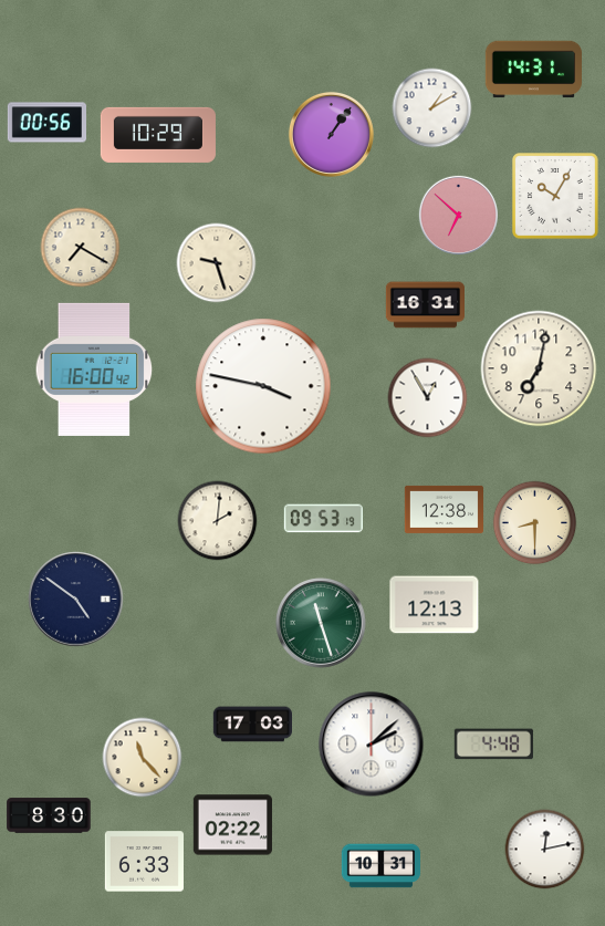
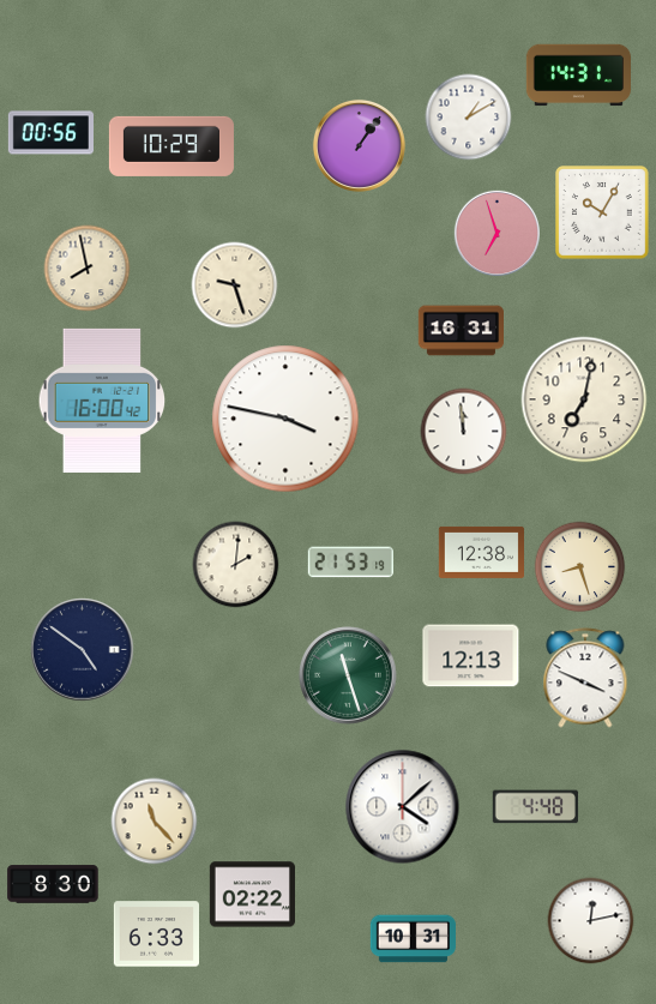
clock at (458, 215): 6:52 -> 6:57
clock at (81, 248): 7:20 -> 7:58
clock at (428, 398): 12:55 -> 11:59
clock at (323, 519): 09:53 -> 21:53
clock at (535, 523): 8:30 -> 8:27
clock at (585, 678): none -> 3:49
clock at (252, 725): 17:03 -> none
clock at (372, 745): 2:08 -> 4:08
